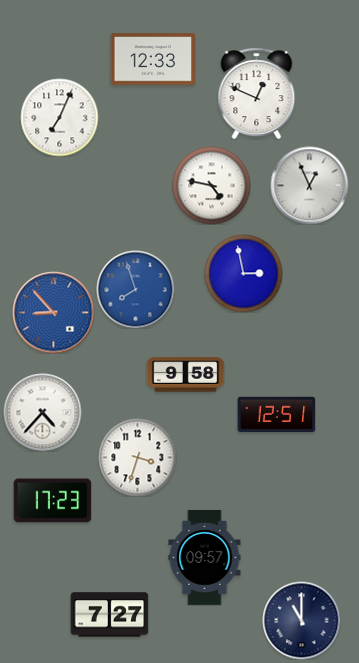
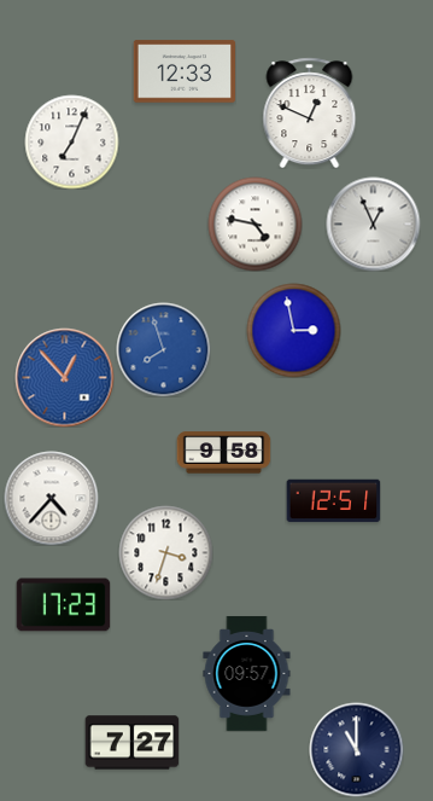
clock at (53, 312): 8:53 -> 12:53
clock at (301, 620) position: (301, 620) -> (356, 749)
